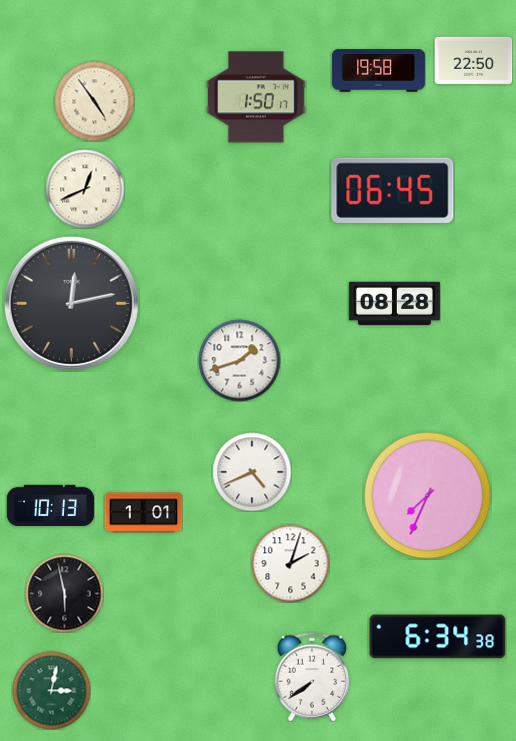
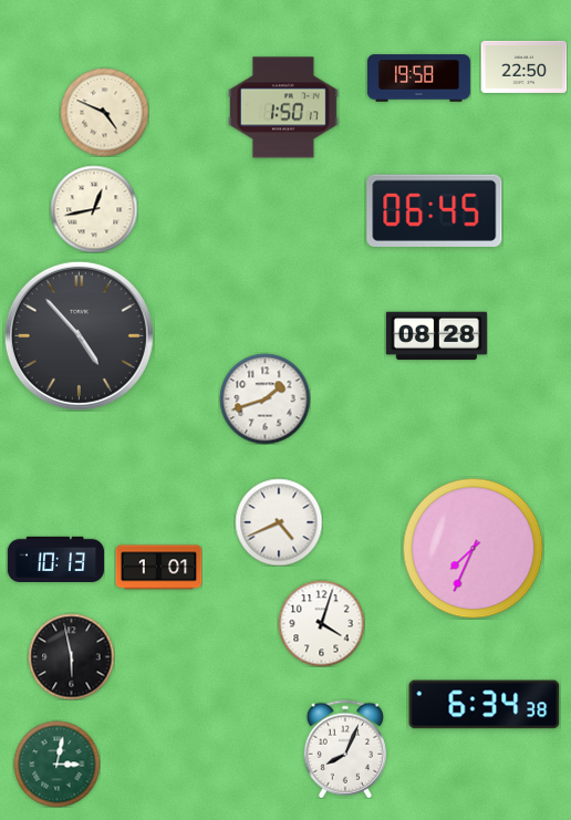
clock at (94, 101): 4:54 -> 4:49
clock at (85, 189): 12:41 -> 12:43
clock at (71, 303): 12:13 -> 4:53
clock at (290, 563): 2:03 -> 4:03
clock at (312, 677): 7:39 -> 8:04
